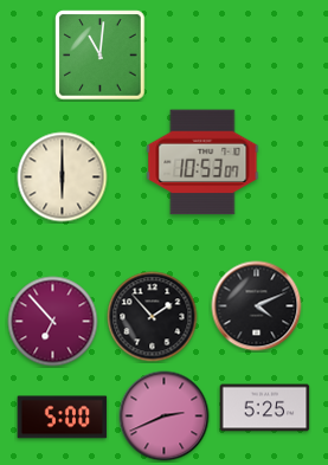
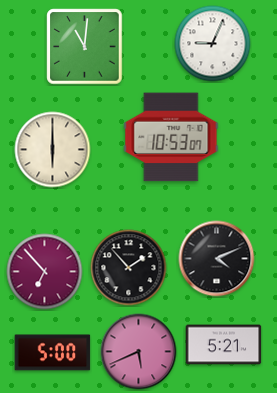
clock at (213, 44): none -> 9:04
clock at (265, 408): 5:25 -> 5:21
clock at (165, 416): 2:41 -> 5:41
